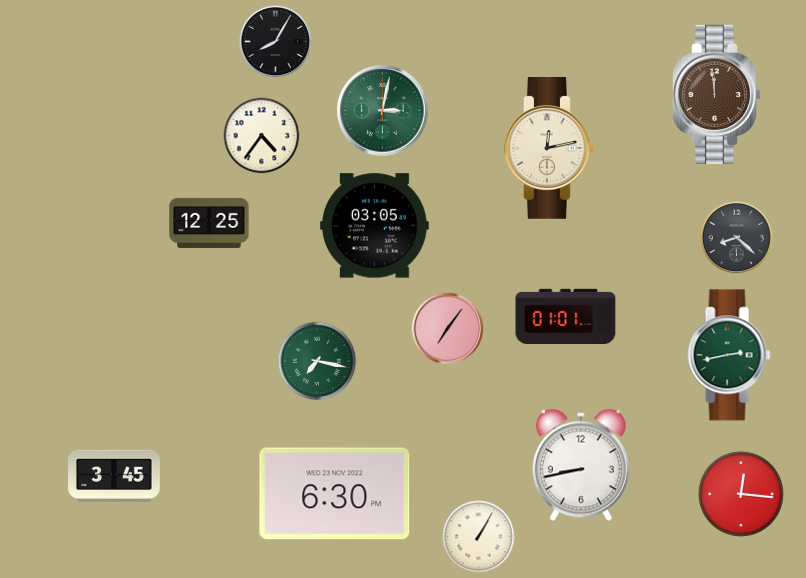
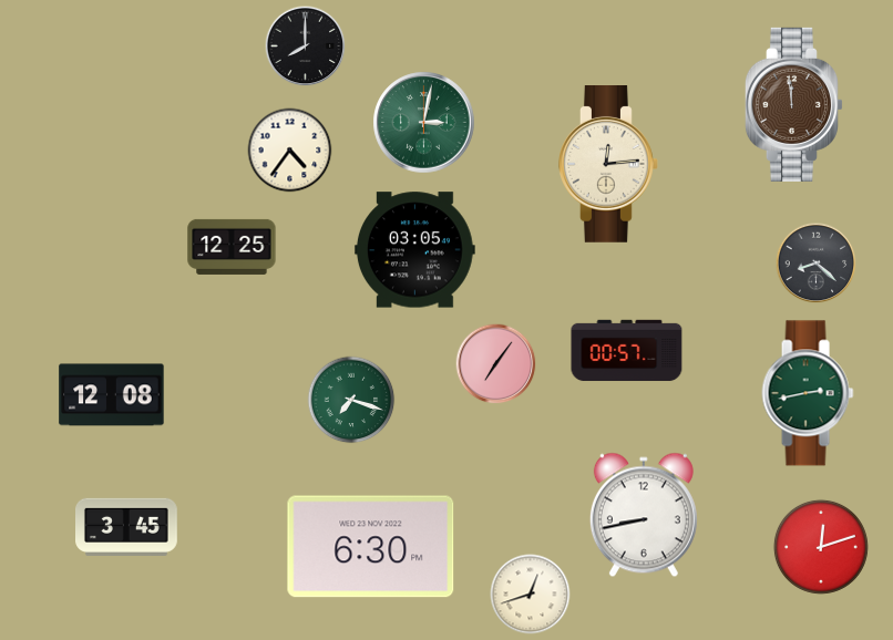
clock at (276, 42): 8:05 -> 8:00
clock at (550, 149): 12:13 -> 12:14
clock at (566, 317): 01:01 -> 00:57
clock at (112, 395): none -> 12:08
clock at (317, 361): 7:17 -> 7:18
clock at (741, 494): 12:16 -> 12:12
clock at (479, 537): 1:05 -> 12:42
